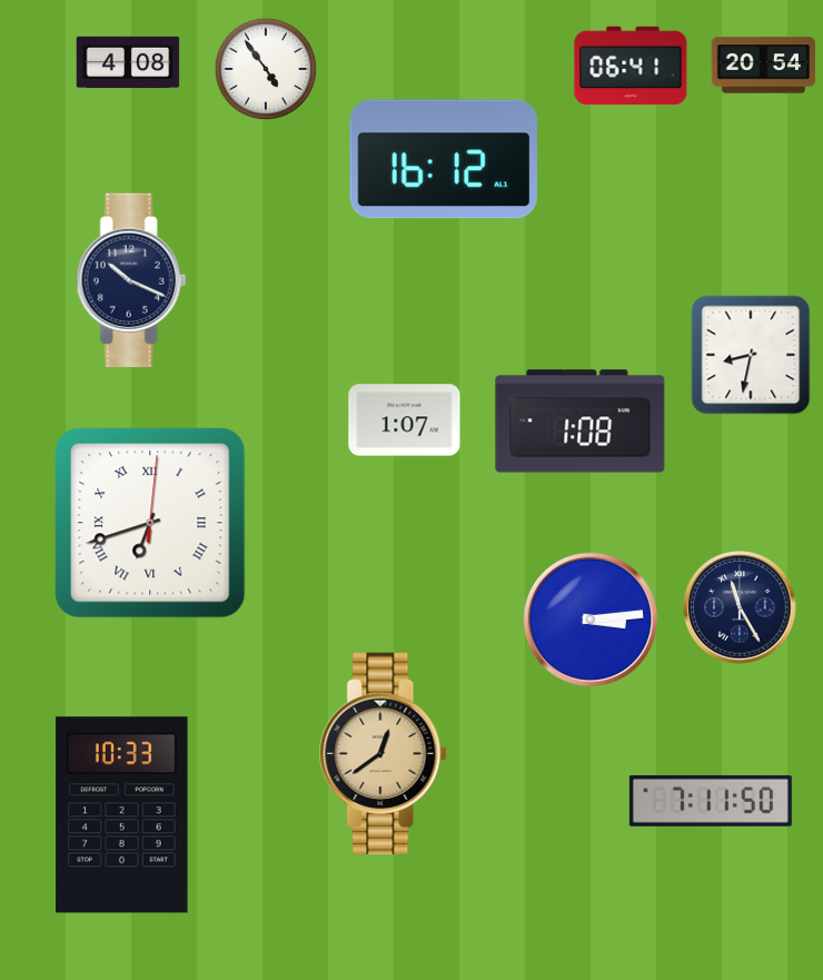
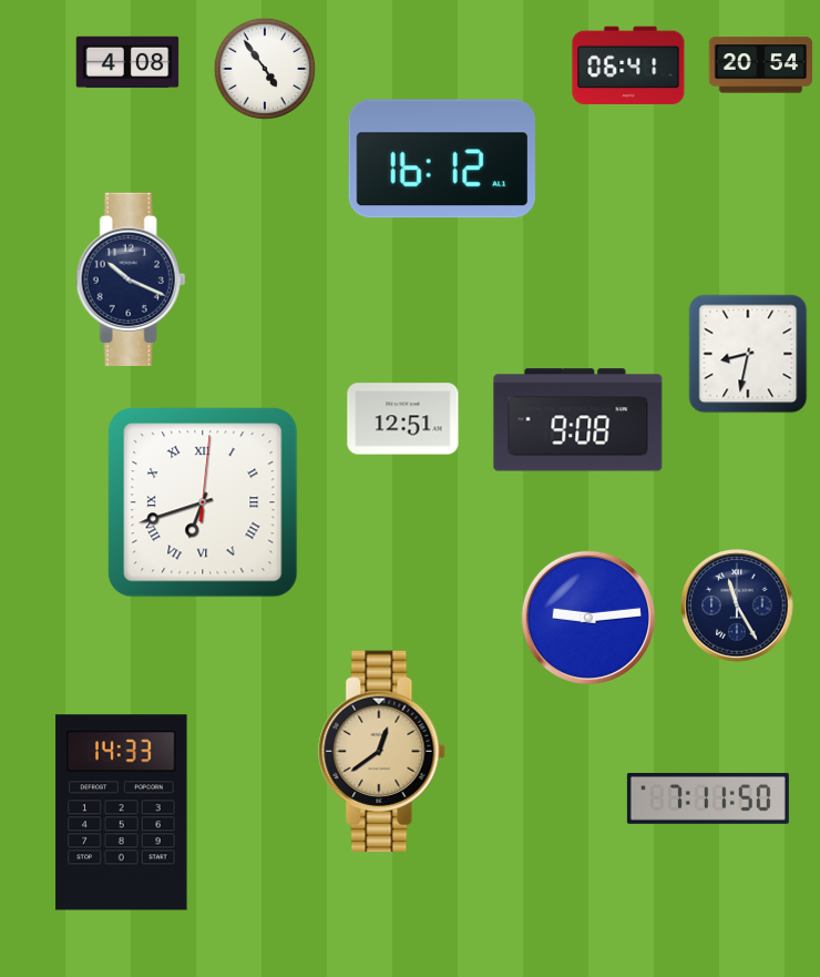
clock at (405, 420): 1:07 -> 12:51
clock at (581, 422): 1:08 -> 9:08
clock at (150, 523) position: (150, 523) -> (203, 502)
clock at (591, 620): 3:14 -> 9:14
clock at (122, 815): 10:33 -> 14:33
